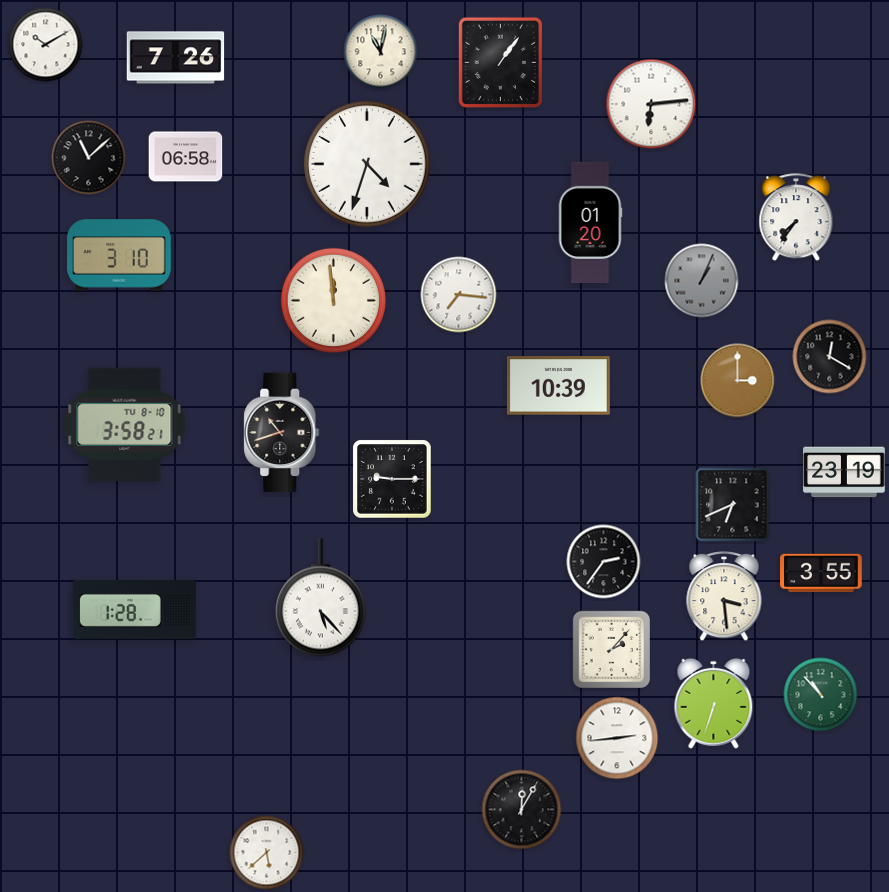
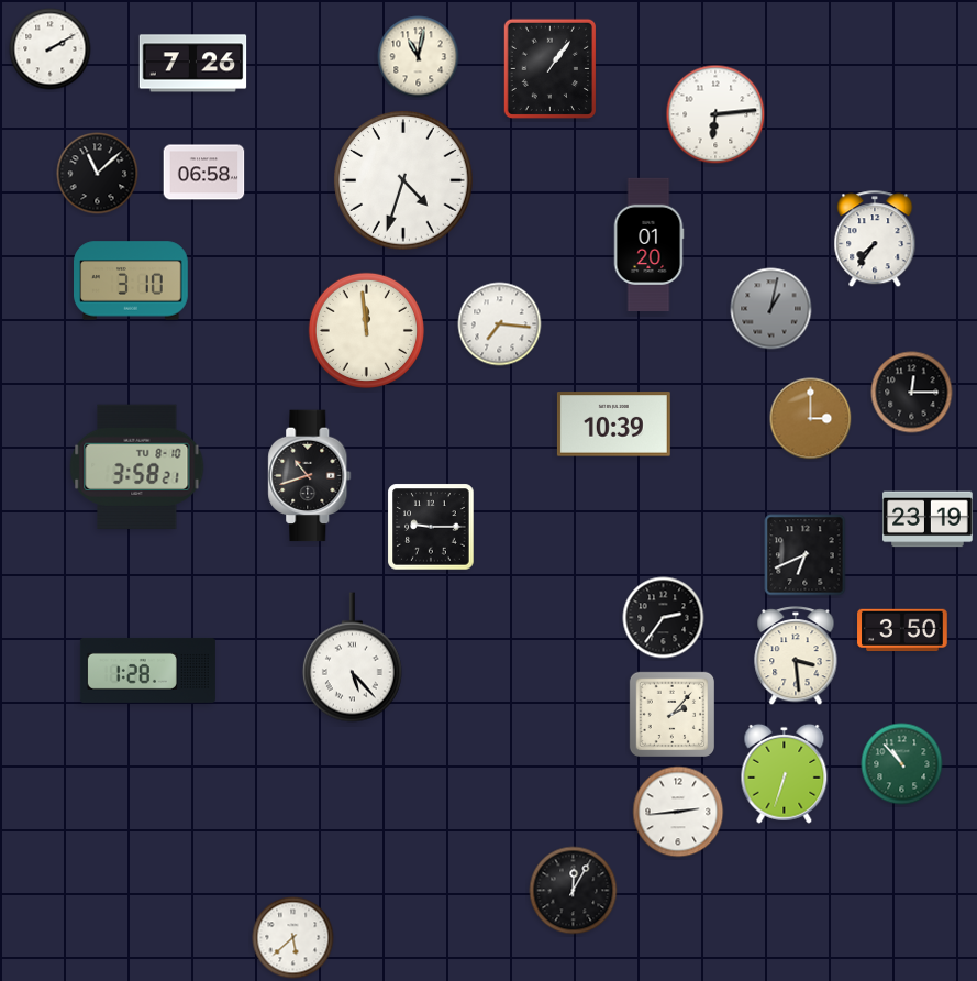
clock at (46, 45): 10:10 -> 2:10
clock at (702, 281): 1:04 -> 1:02
clock at (459, 295) position: (459, 295) -> (500, 324)
clock at (830, 357): 12:20 -> 12:15
clock at (821, 573): 3:55 -> 3:50
